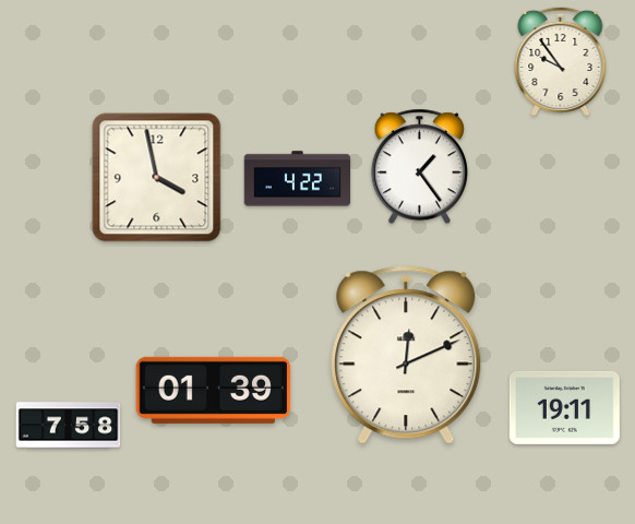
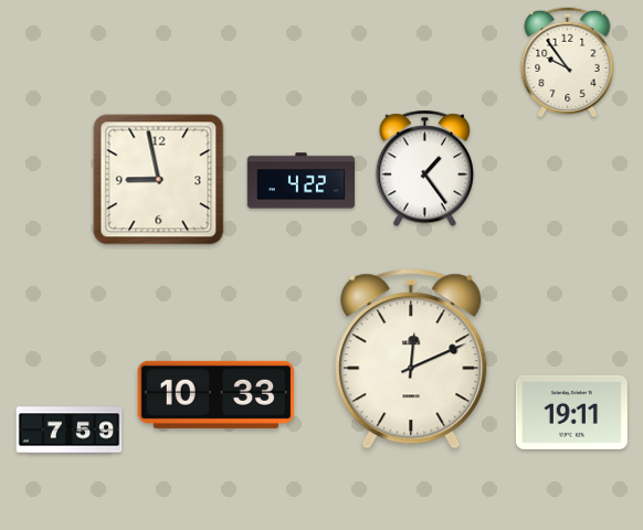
clock at (157, 178): 3:58 -> 8:58
clock at (214, 390): 01:39 -> 10:33
clock at (69, 426): 7:58 -> 7:59
